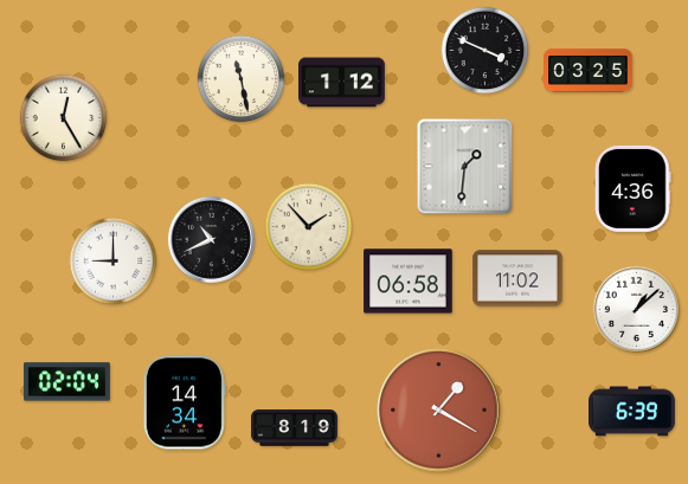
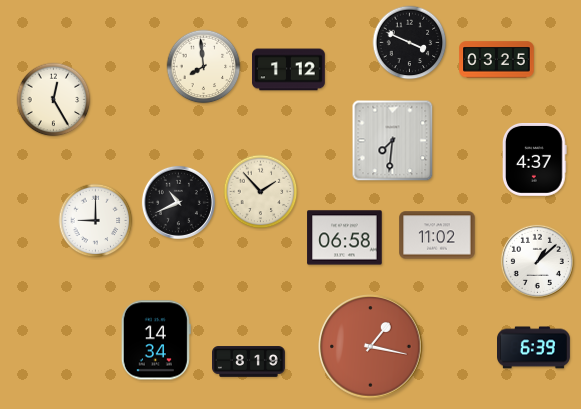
clock at (242, 79): 11:28 -> 7:59
clock at (465, 167): 1:31 -> 7:31
clock at (632, 188): 4:36 -> 4:37
clock at (66, 382): 02:04 -> none
clock at (439, 411): 1:20 -> 1:17
